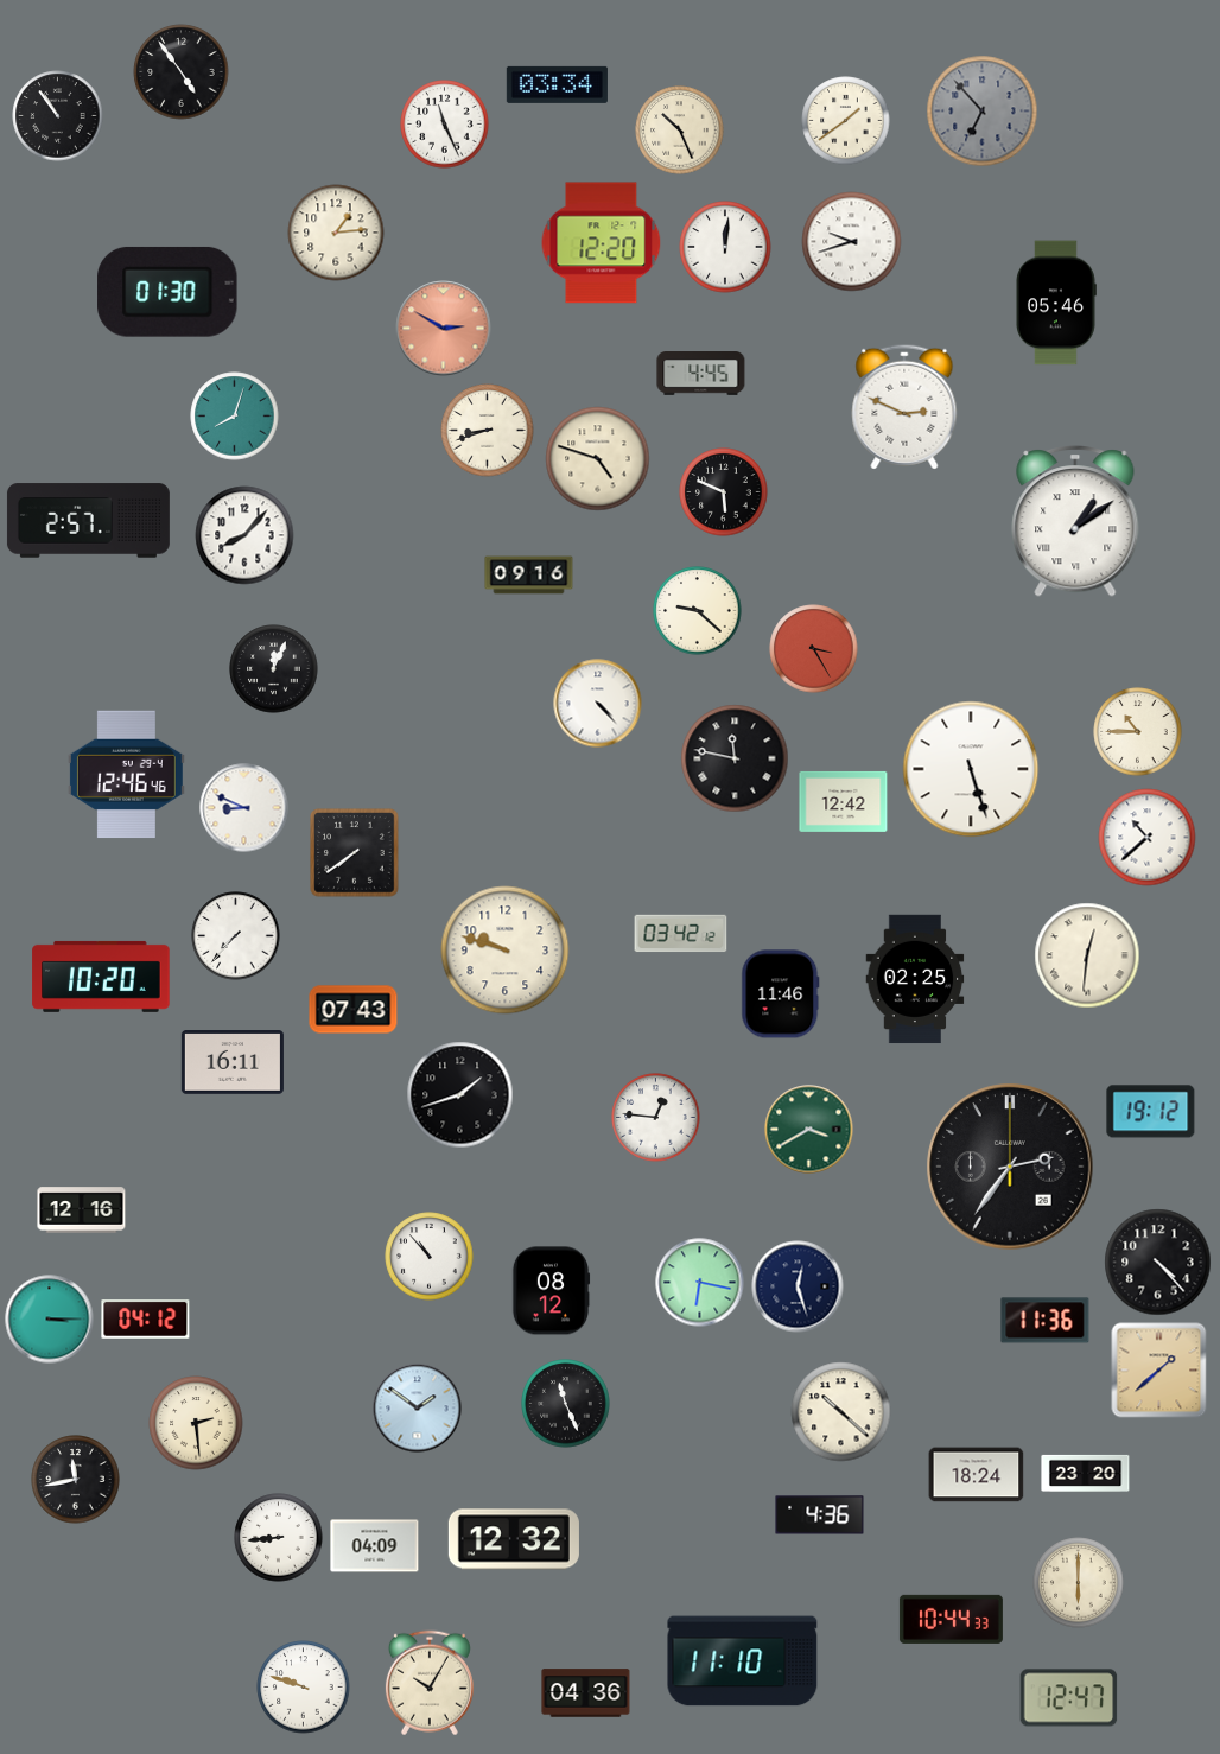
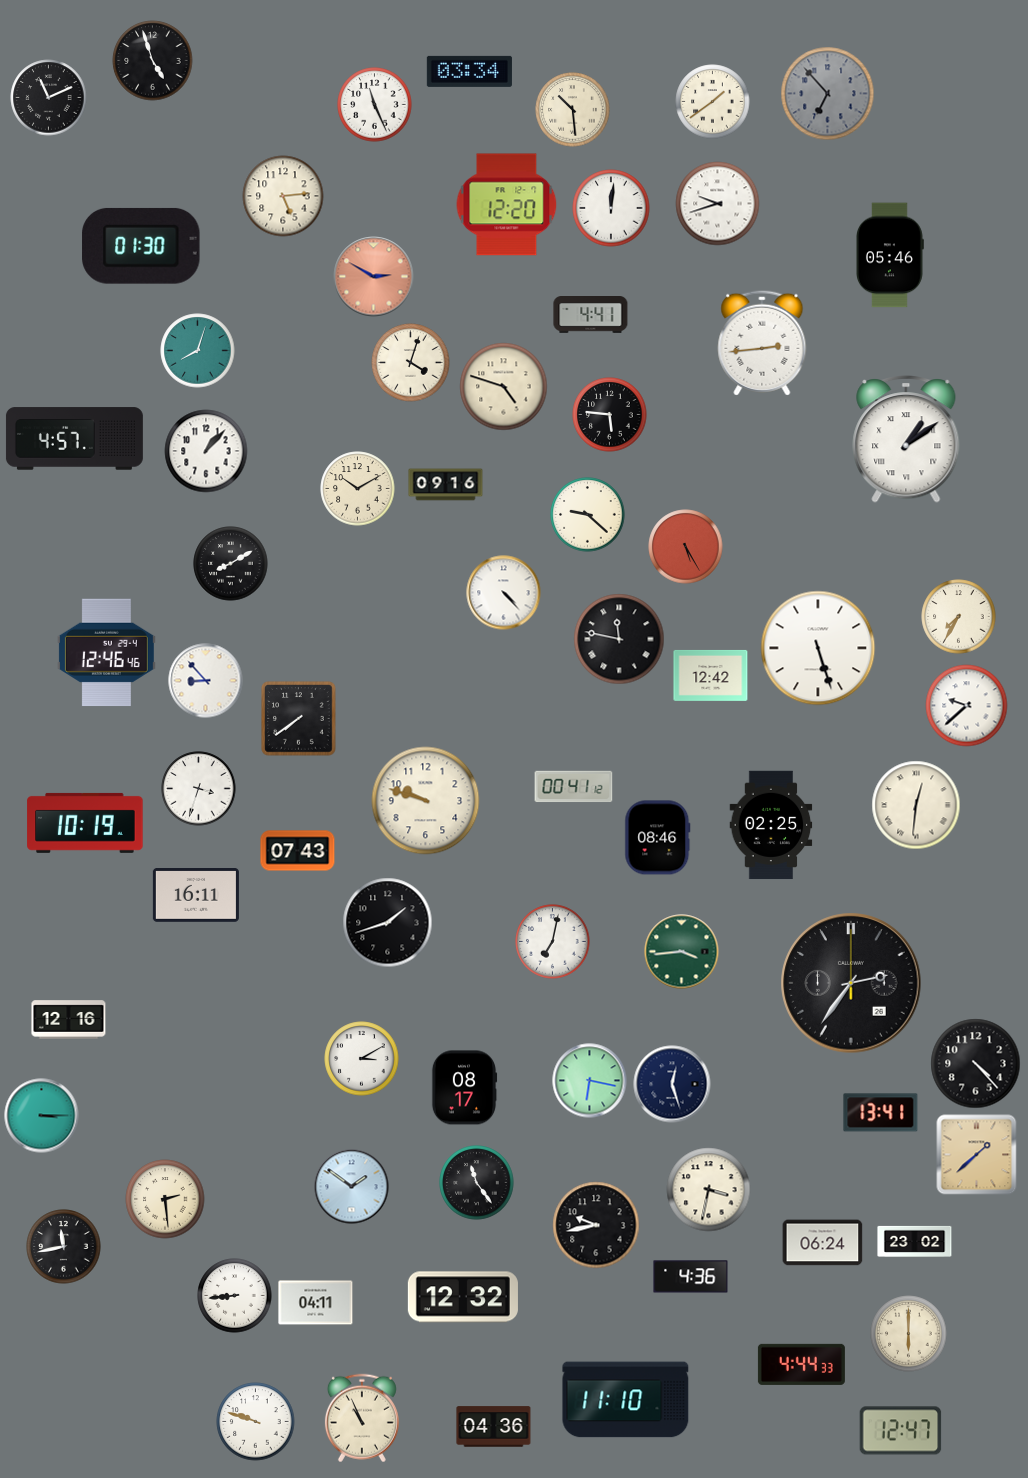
clock at (182, 72): 4:54 -> 4:57
clock at (58, 116): 10:54 -> 11:11
clock at (680, 131): 10:26 -> 10:29
clock at (336, 233): 1:14 -> 5:14
clock at (701, 374): 4:45 -> 4:41
clock at (904, 407): 2:49 -> 2:44
clock at (488, 431): 8:42 -> 4:03
clock at (724, 492): 5:49 -> 5:46
clock at (88, 521): 2:57 -> 4:57
clock at (244, 535): 8:07 -> 1:07
clock at (358, 489): none -> 10:10
clock at (814, 649): 3:25 -> 5:25
clock at (274, 669): 12:04 -> 8:10
clock at (1138, 732): 10:45 -> 7:35
clock at (244, 808): 8:49 -> 8:53
clock at (1148, 838): 10:38 -> 9:38
clock at (681, 934): 03:42 -> 00:41
clock at (236, 936): 7:37 -> 3:33
clock at (101, 977): 10:20 -> 10:19
clock at (781, 994): 11:46 -> 08:46
clock at (1151, 1112): 19:12 -> none
clock at (656, 1118): 12:46 -> 7:02
clock at (809, 1130): 3:40 -> 3:44
clock at (430, 1257): 10:53 -> 3:10
clock at (551, 1291): 08:12 -> 08:17
clock at (50, 1320) position: (50, 1320) -> (42, 1116)
clock at (146, 1320): 04:12 -> none
clock at (1046, 1321): 11:36 -> 13:41
clock at (566, 1404): 11:26 -> 11:24
clock at (841, 1412): 10:22 -> 3:32
clock at (596, 1225): none -> 9:43
clock at (1086, 1473): 23:20 -> 23:02
clock at (977, 1475): 18:24 -> 06:24
clock at (514, 1539) position: (514, 1539) -> (463, 1297)
clock at (375, 1546): 04:09 -> 04:11
clock at (951, 1619): 10:44 -> 4:44
clock at (430, 1683): 10:05 -> 10:56
